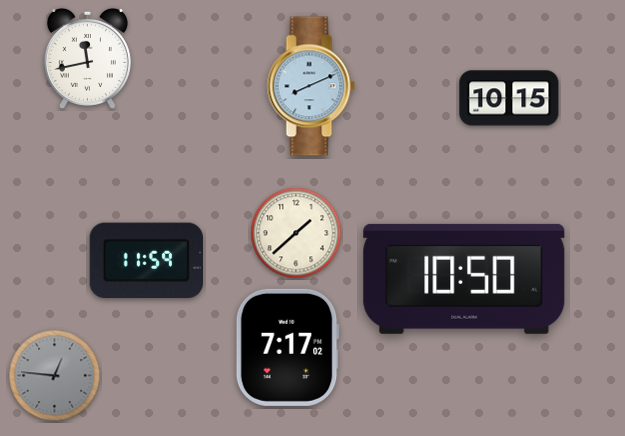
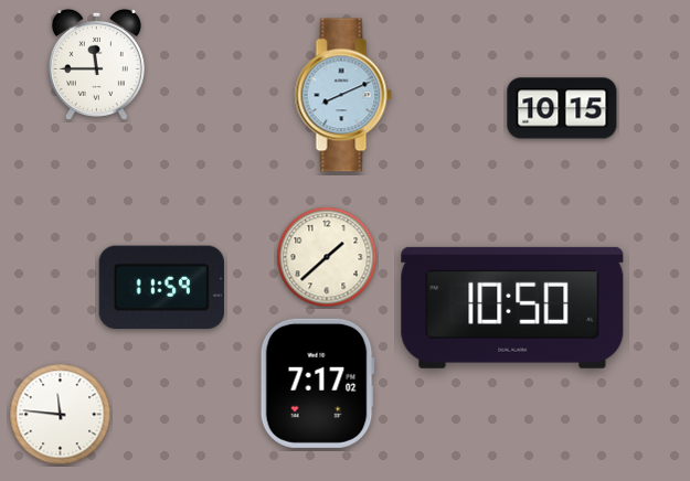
clock at (87, 58): 11:43 -> 11:45
clock at (55, 376): 12:46 -> 11:46
clock at (55, 376) dial: grey -> white
